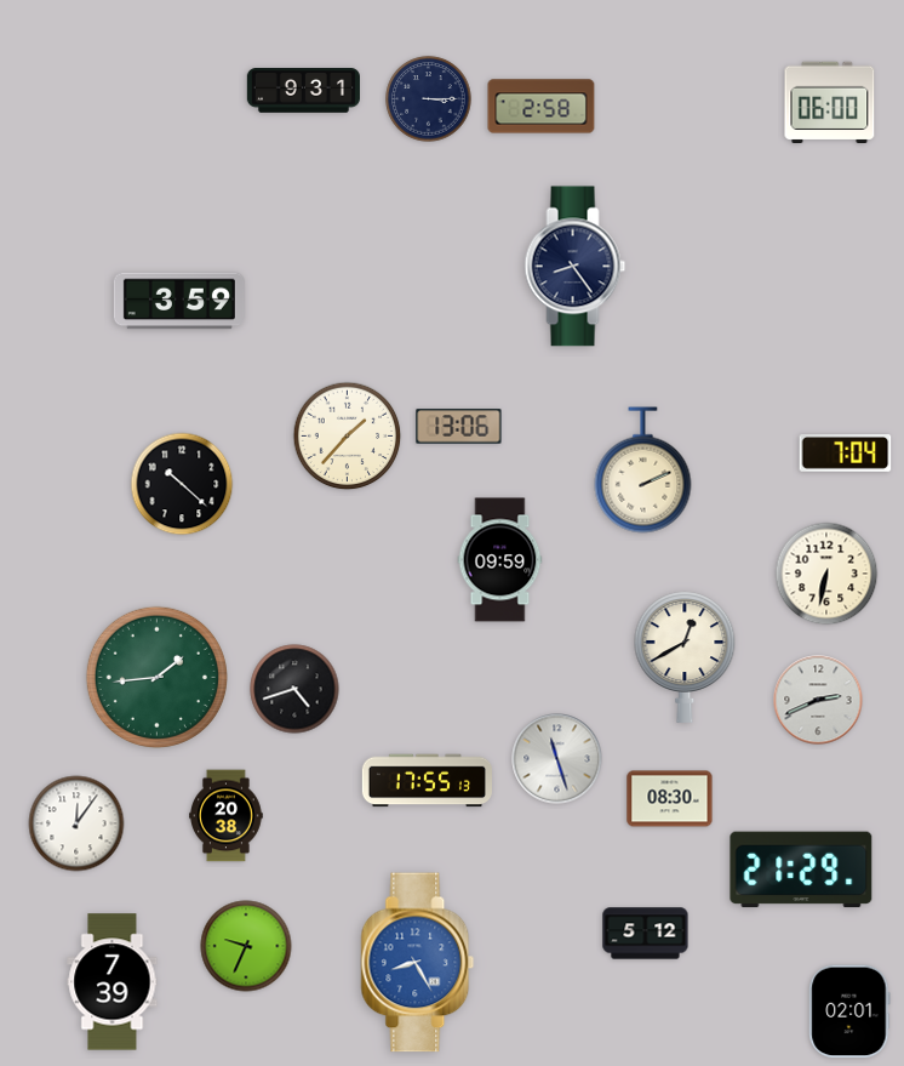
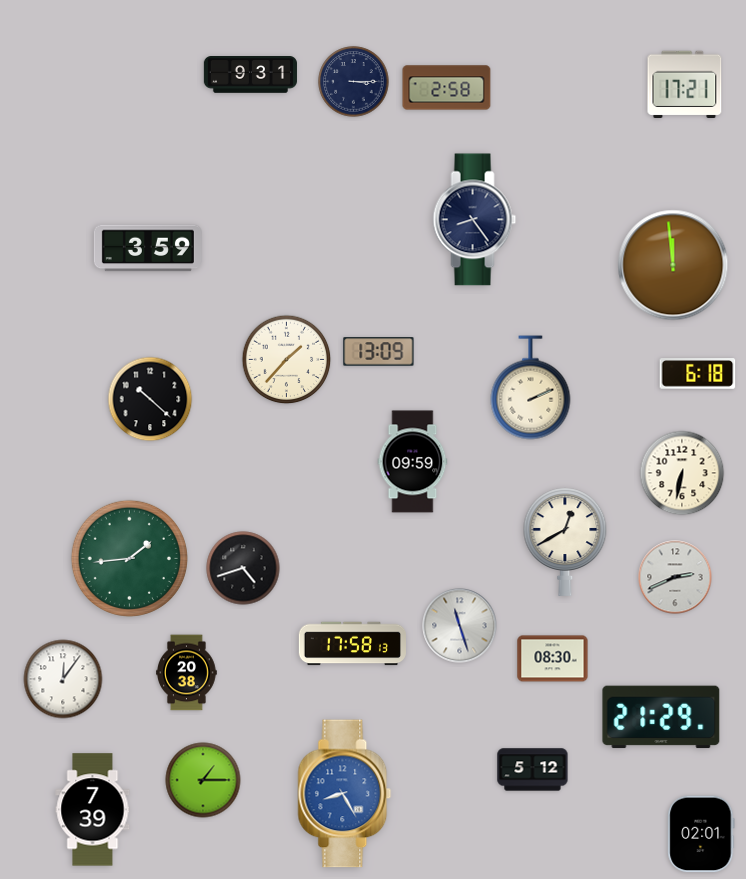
clock at (830, 102): 06:00 -> 17:21
clock at (673, 265): none -> 11:59
clock at (459, 427): 13:06 -> 13:09
clock at (846, 454): 7:04 -> 6:18
clock at (427, 781): 17:55 -> 17:58
clock at (246, 946): 9:34 -> 1:15
